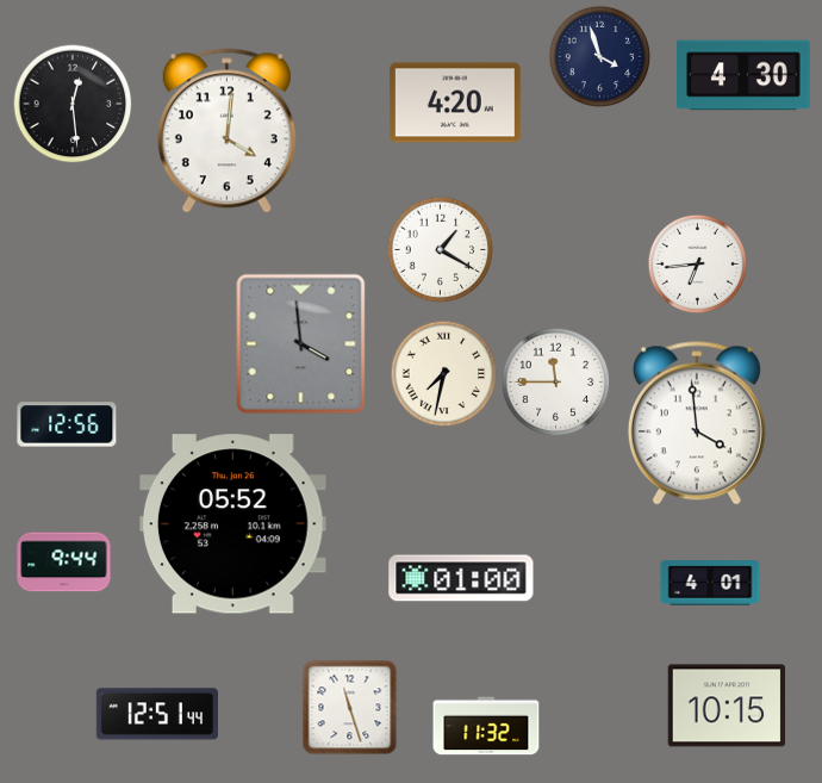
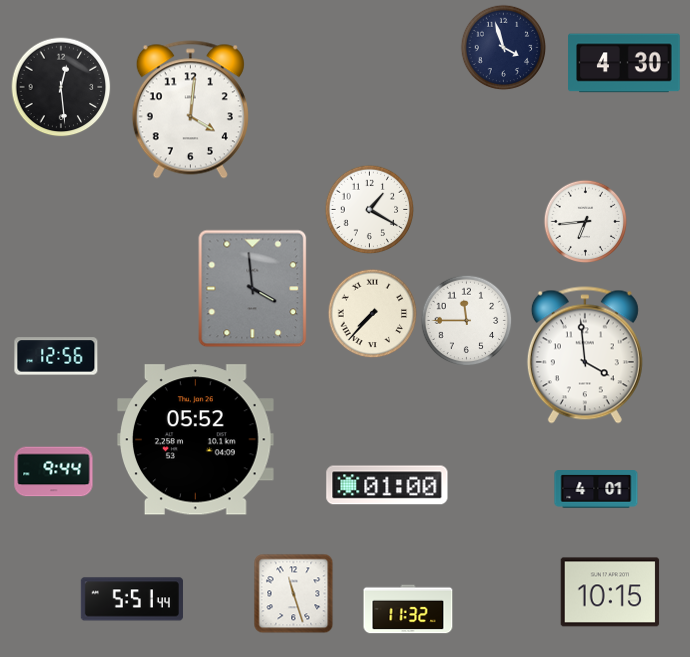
clock at (455, 102): 4:20 -> none
clock at (443, 373): 7:32 -> 7:37
clock at (157, 714): 12:51 -> 5:51
